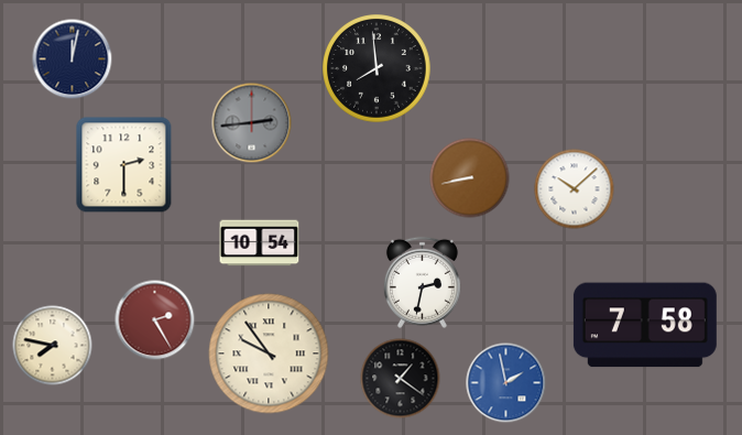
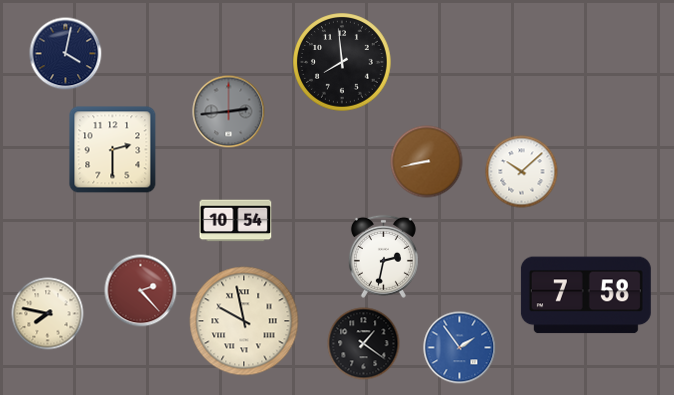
clock at (73, 59): 12:02 -> 4:02
clock at (155, 320): 2:25 -> 2:23
clock at (269, 354): 9:54 -> 9:58
clock at (506, 383): 1:58 -> 1:54
